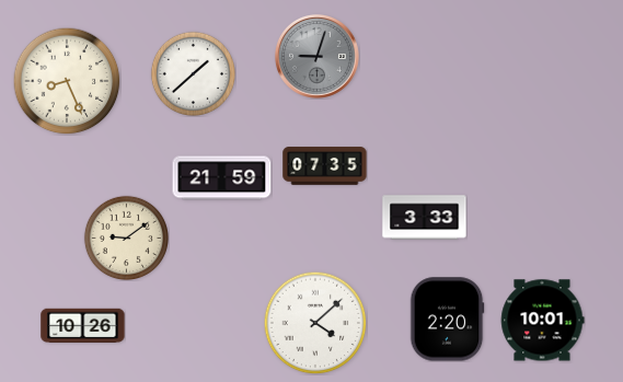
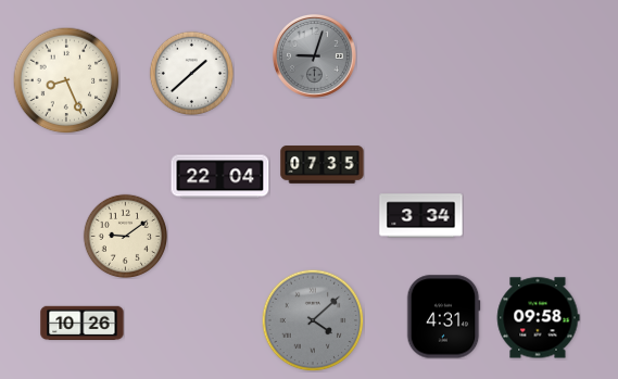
clock at (222, 178): 21:59 -> 22:04
clock at (425, 218): 3:33 -> 3:34
clock at (447, 320): 2:20 -> 4:31
clock at (542, 321): 10:01 -> 09:58
clock at (315, 323) dial: white -> grey
